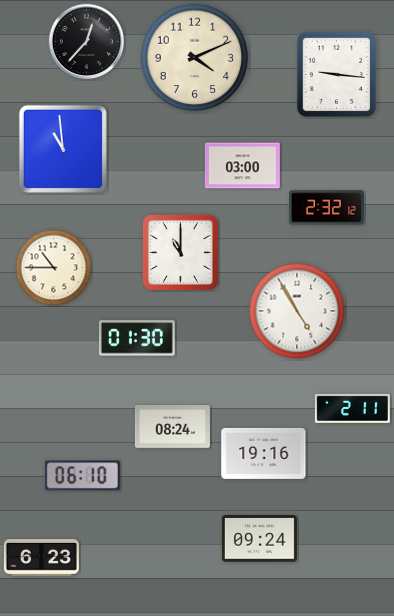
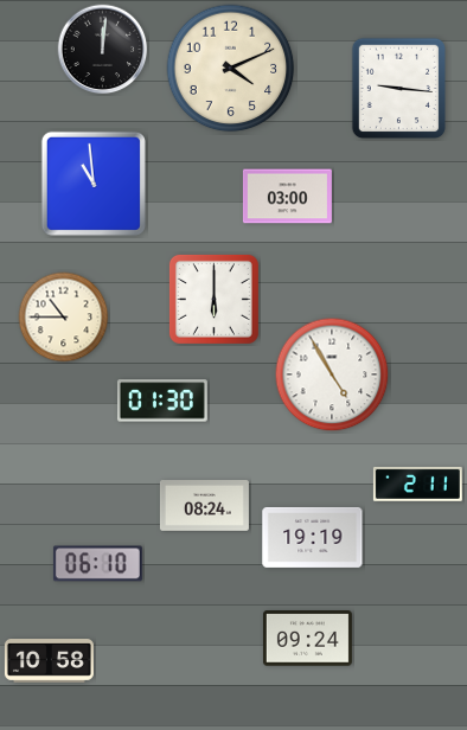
clock at (87, 42): 12:37 -> 12:01
clock at (63, 149) position: (63, 149) -> (94, 184)
clock at (326, 208): 2:32 -> none
clock at (180, 252): 11:00 -> 6:00
clock at (297, 311) position: (297, 311) -> (332, 374)
clock at (264, 453): 19:16 -> 19:19
clock at (41, 558): 6:23 -> 10:58
